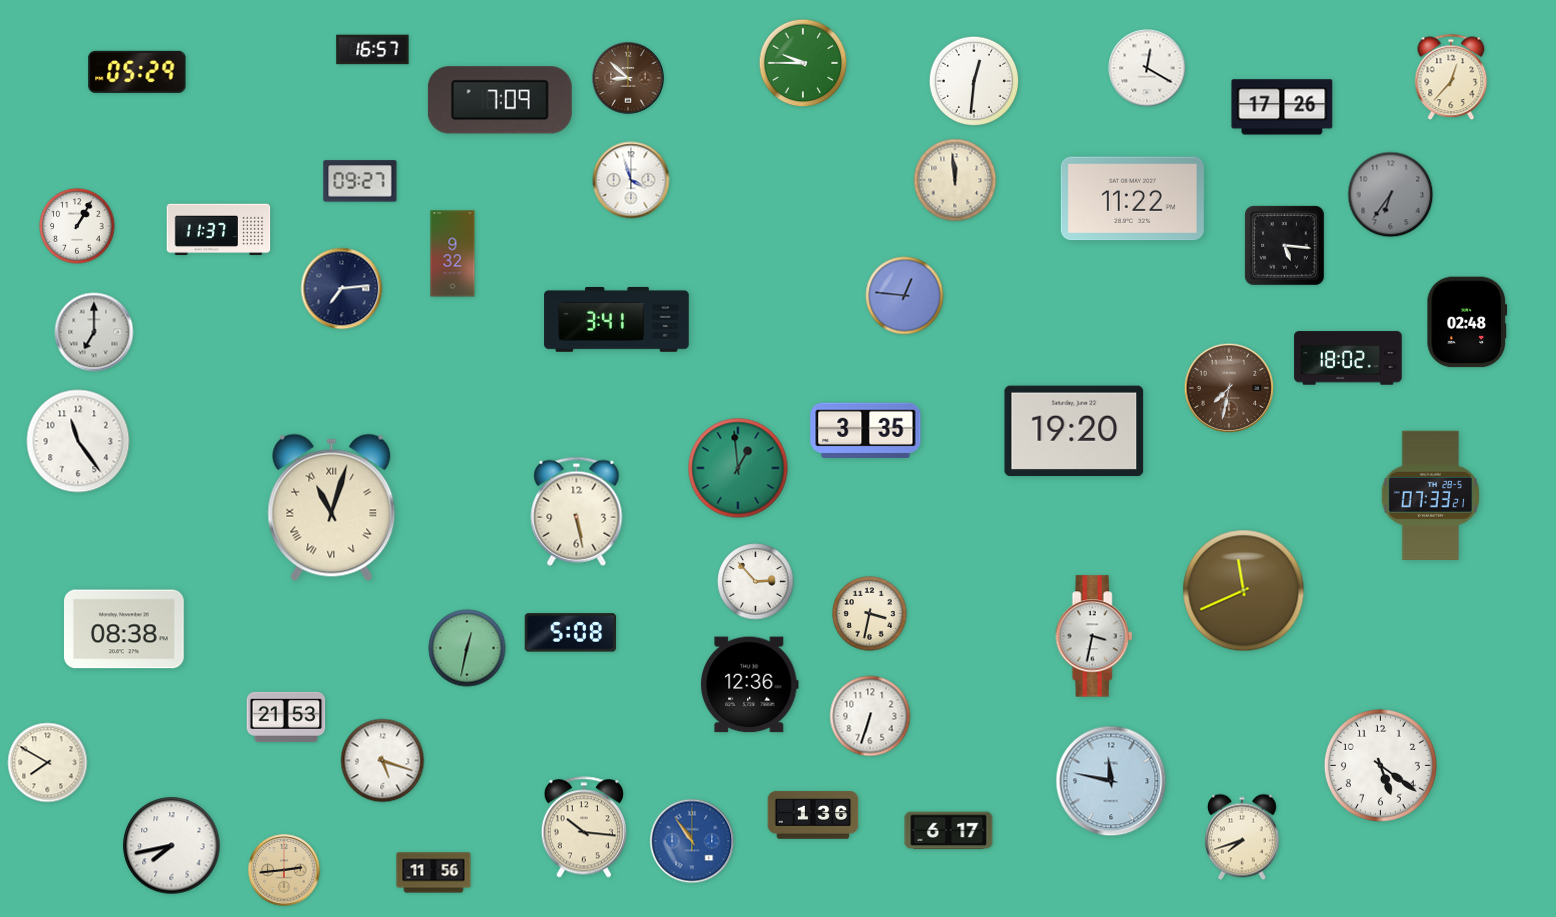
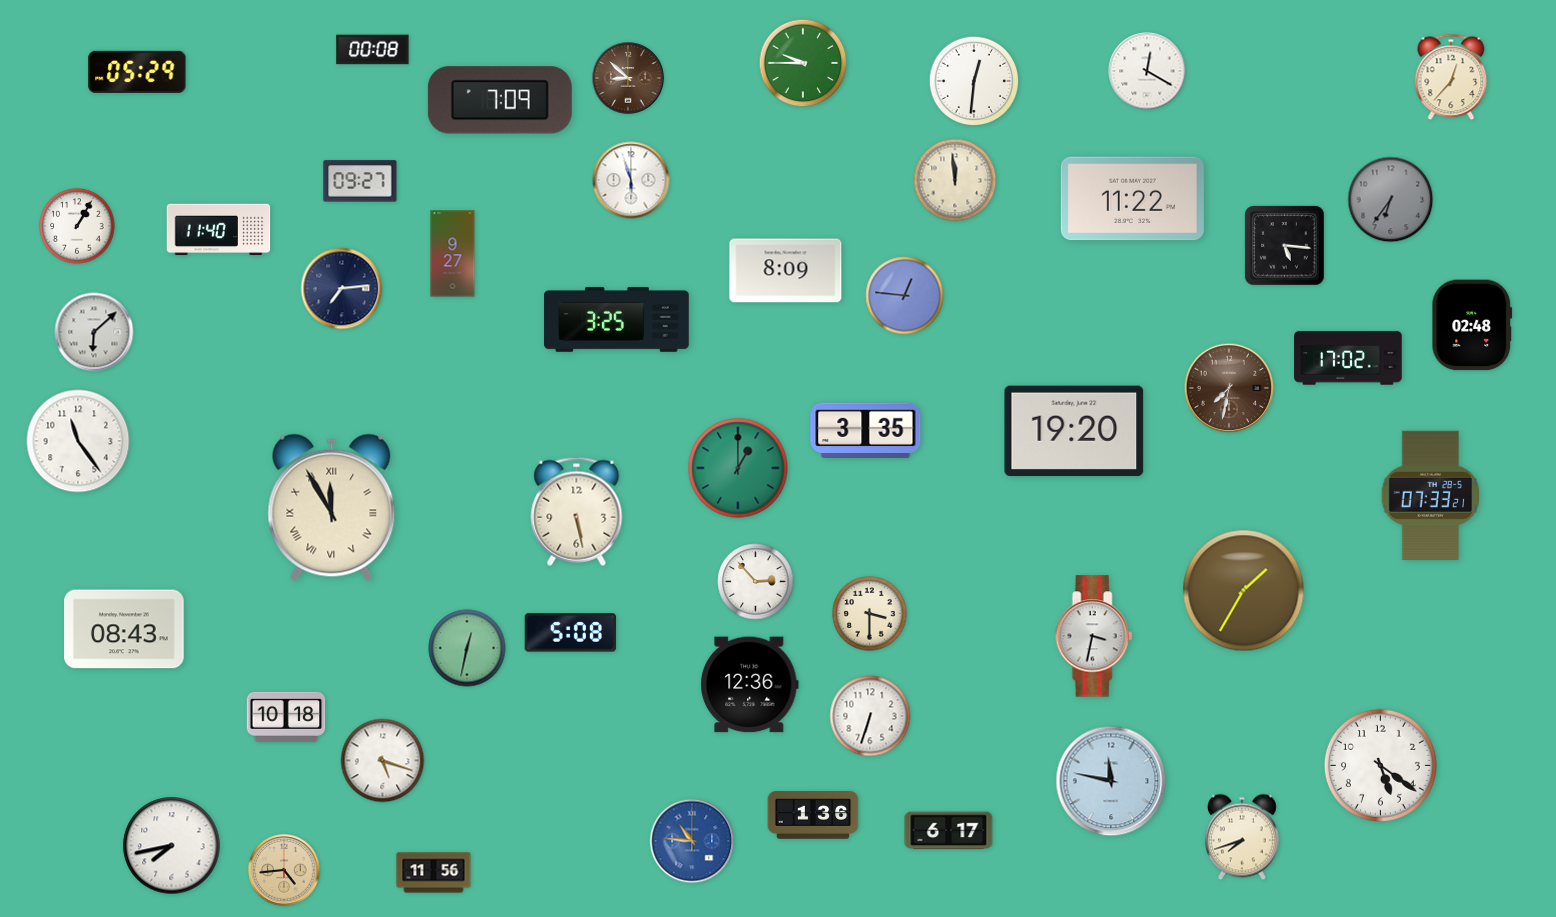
clock at (373, 50): 16:57 -> 00:08
clock at (1147, 68) position: (1147, 68) -> (1147, 71)
clock at (1282, 107): 17:26 -> none
clock at (631, 180): 3:57 -> 5:57
clock at (1391, 195) position: (1391, 195) -> (1391, 200)
clock at (219, 230): 11:37 -> 11:40
clock at (453, 254): 9:32 -> 9:27
clock at (786, 271): none -> 8:09
clock at (617, 319): 3:41 -> 3:25
clock at (1467, 322) position: (1467, 322) -> (1472, 325)
clock at (94, 332): 7:00 -> 6:08
clock at (1348, 358): 18:02 -> 17:02
clock at (738, 468): 12:59 -> 1:00
clock at (332, 508): 11:03 -> 11:55
clock at (1244, 591): 11:41 -> 1:35
clock at (870, 614): 3:32 -> 3:30
clock at (125, 629): 08:38 -> 08:43
clock at (286, 717): 21:53 -> 10:18
clock at (48, 763): 7:50 -> none
clock at (583, 827): 10:16 -> none
clock at (692, 841): 10:54 -> 10:46
clock at (284, 870): 2:44 -> 4:44
